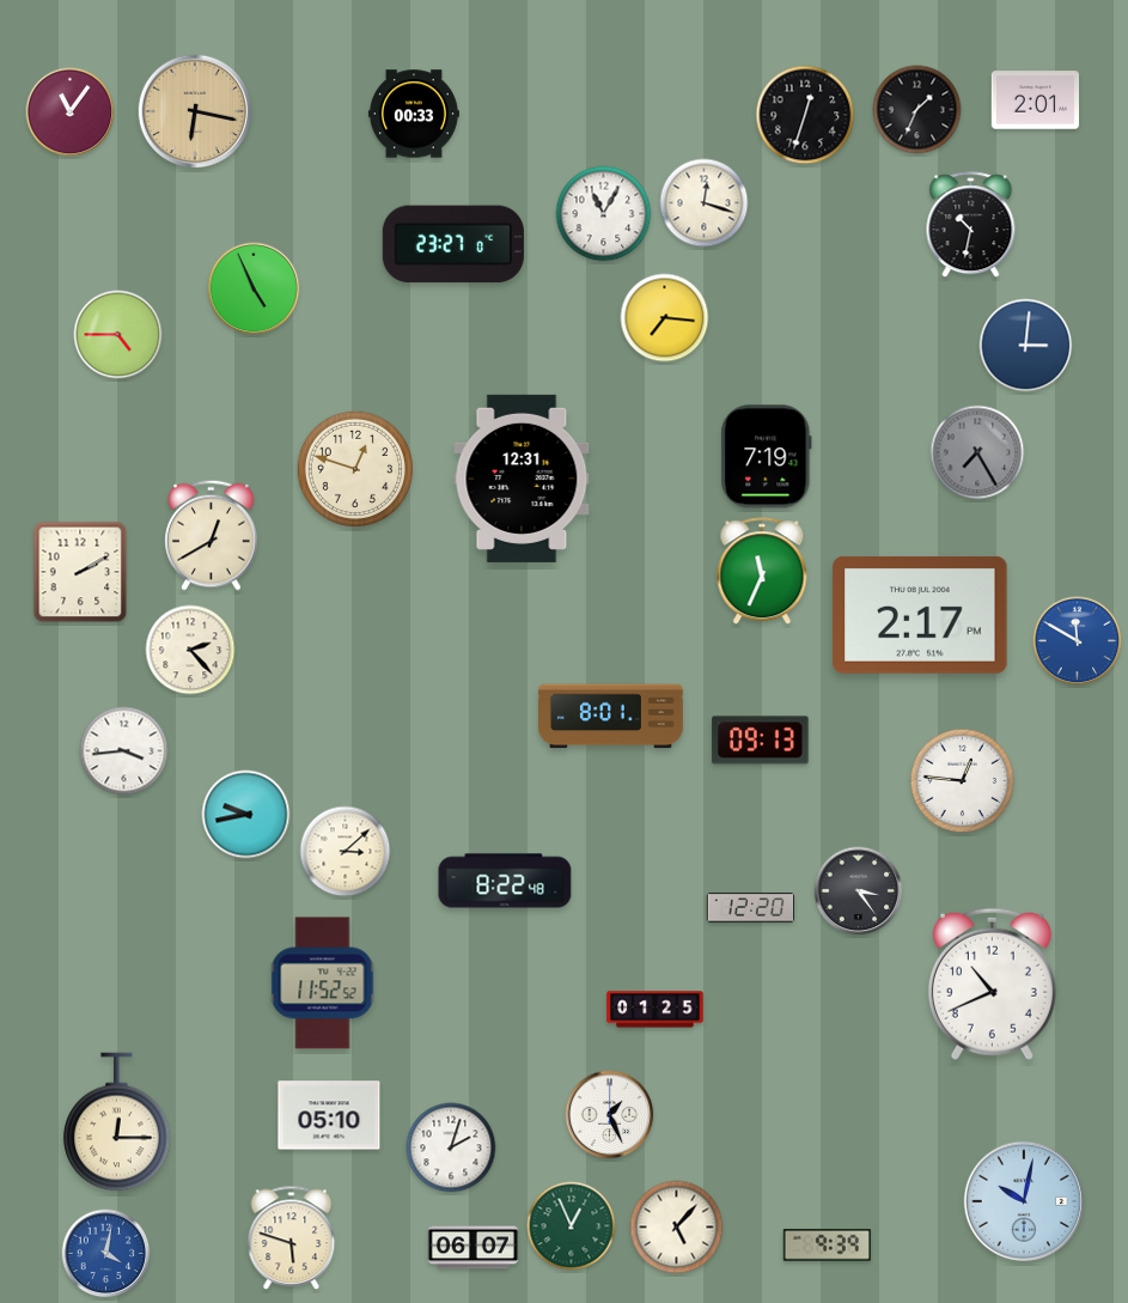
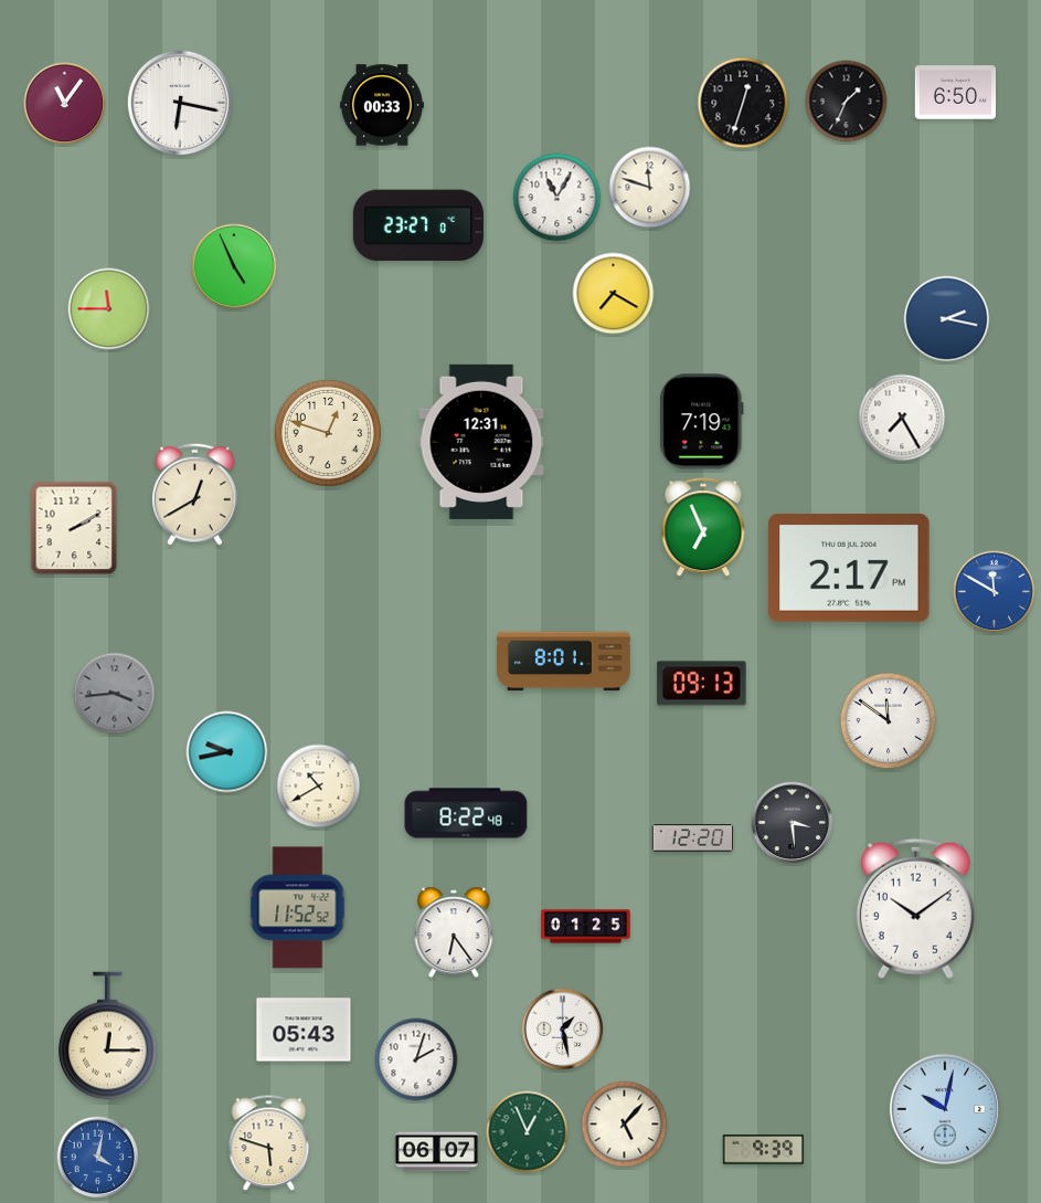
clock at (1036, 101): 2:01 -> 6:50
clock at (195, 111) dial: champagne -> white
clock at (805, 115) position: (805, 115) -> (743, 103)
clock at (705, 203): 12:18 -> 11:48
clock at (971, 225): 10:32 -> none
clock at (665, 318): 7:16 -> 7:20
clock at (118, 335): 4:45 -> 11:45
clock at (1026, 346): 3:01 -> 2:17
clock at (977, 452) dial: grey -> white
clock at (767, 457) position: (767, 457) -> (702, 422)
clock at (762, 572): 11:34 -> 6:56
clock at (190, 650): 2:23 -> none
clock at (124, 751) dial: white -> grey
clock at (963, 781): 12:46 -> 11:51
clock at (346, 852): 3:08 -> 10:40
clock at (859, 891): 3:24 -> 3:29
clock at (992, 984): 10:41 -> 10:09
clock at (454, 932): none -> 6:24
clock at (656, 1010) position: (656, 1010) -> (586, 927)
clock at (329, 1115): 05:10 -> 05:43
clock at (610, 1115): 1:26 -> 1:28
clock at (677, 1228) position: (677, 1228) -> (625, 1125)
